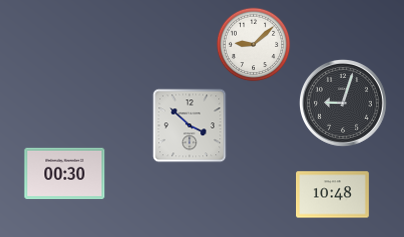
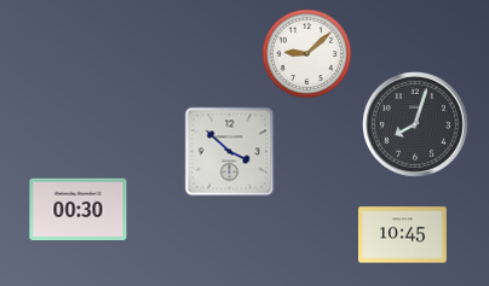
clock at (343, 103): 9:03 -> 8:03
clock at (332, 195): 10:48 -> 10:45
